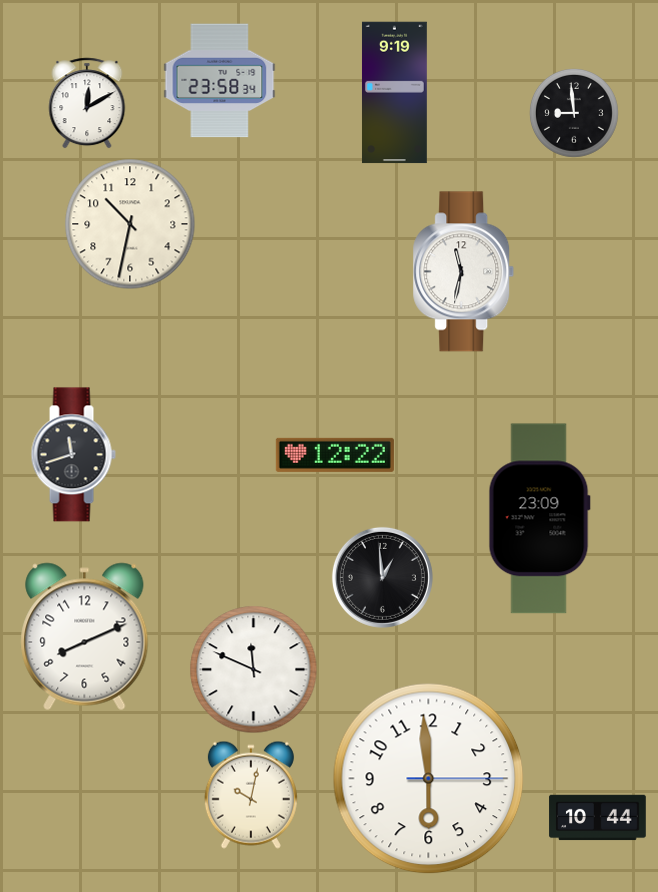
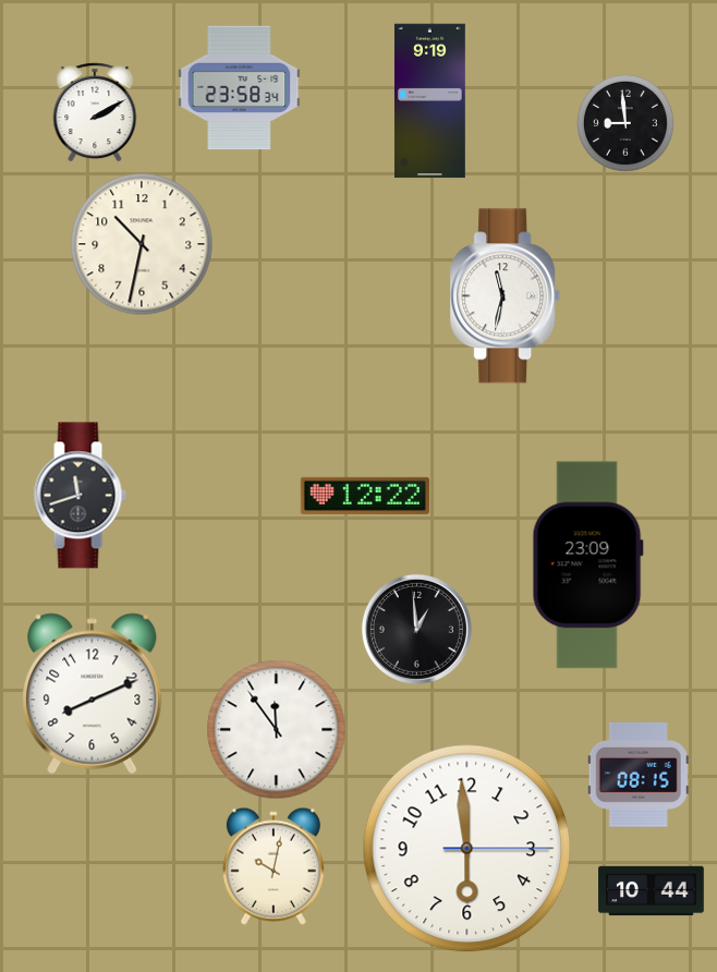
clock at (87, 103): 12:10 -> 2:10
clock at (254, 670): 11:49 -> 11:54
clock at (639, 775): none -> 08:15
